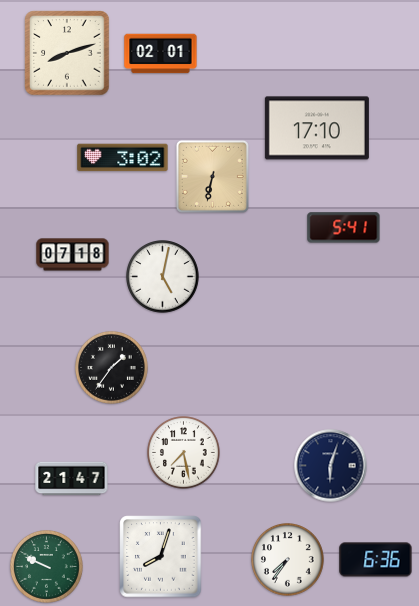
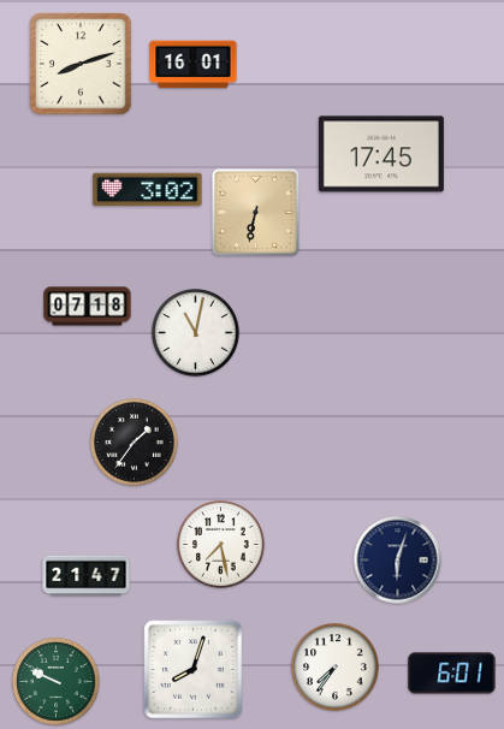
clock at (161, 54): 02:01 -> 16:01
clock at (317, 128): 17:10 -> 17:45
clock at (344, 228): 5:41 -> none
clock at (163, 277): 5:02 -> 11:02
clock at (288, 560) position: (288, 560) -> (336, 668)
clock at (376, 560): 6:36 -> 6:01
